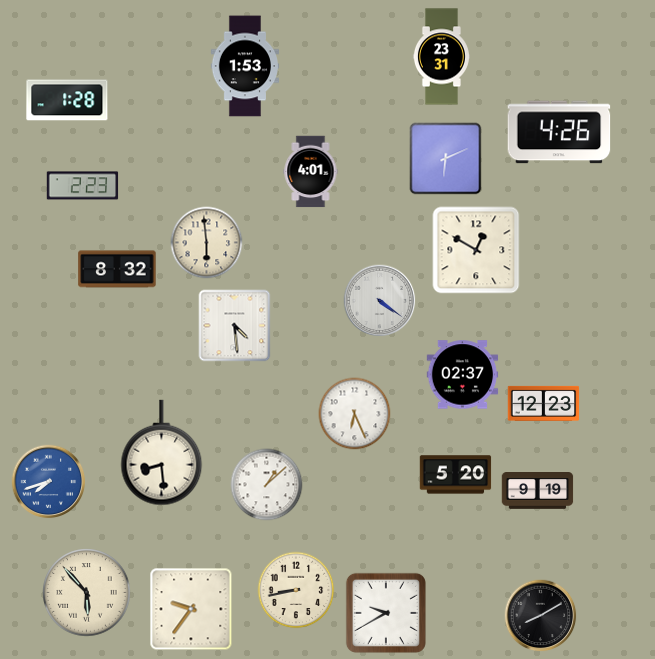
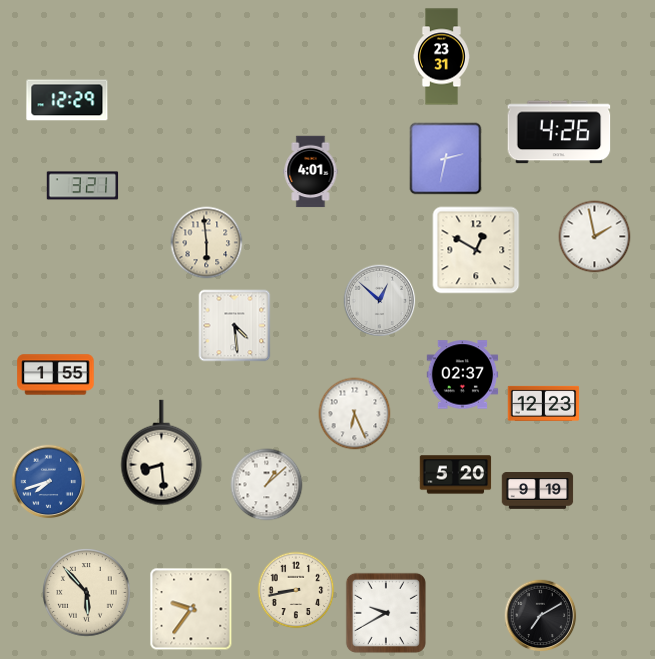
clock at (244, 66): 1:53 -> none
clock at (67, 100): 1:28 -> 12:29
clock at (446, 159): 6:11 -> 2:32
clock at (83, 186): 2:23 -> 3:21
clock at (595, 237): none -> 1:58
clock at (117, 269): 8:32 -> none
clock at (380, 301): 4:21 -> 12:52
clock at (56, 375): none -> 1:55
clock at (541, 616): 8:10 -> 7:10
